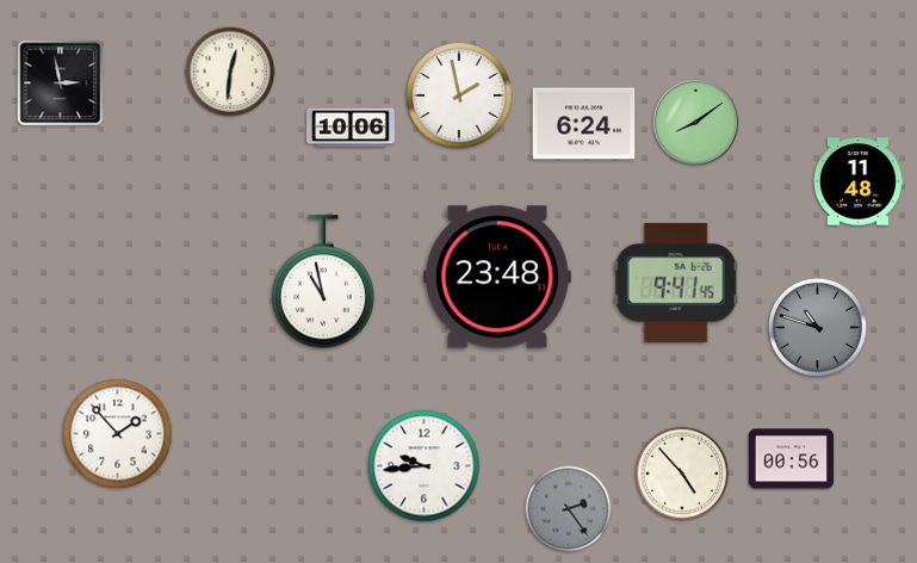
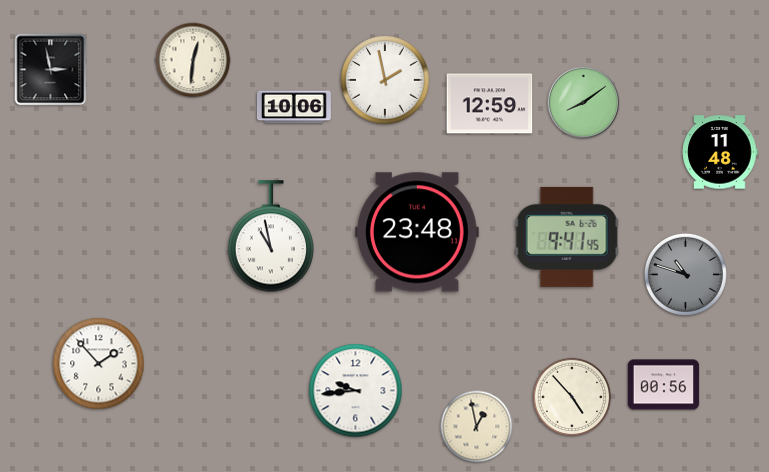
clock at (584, 124): 6:24 -> 12:59
clock at (569, 509): 2:24 -> 12:58
clock at (569, 509) dial: grey -> cream
